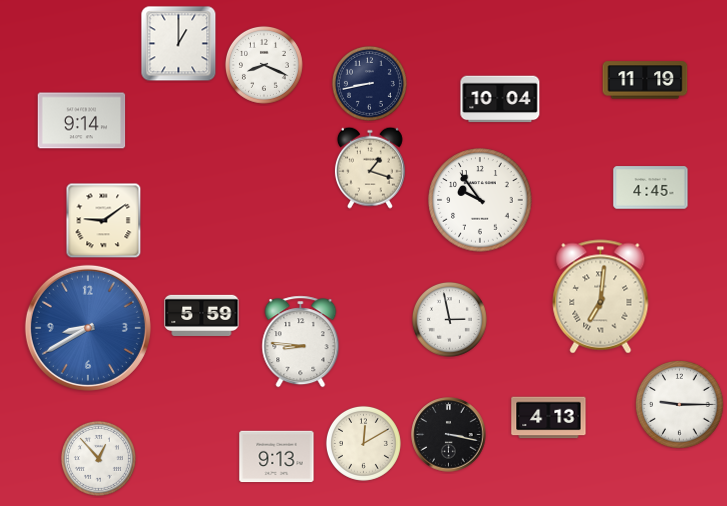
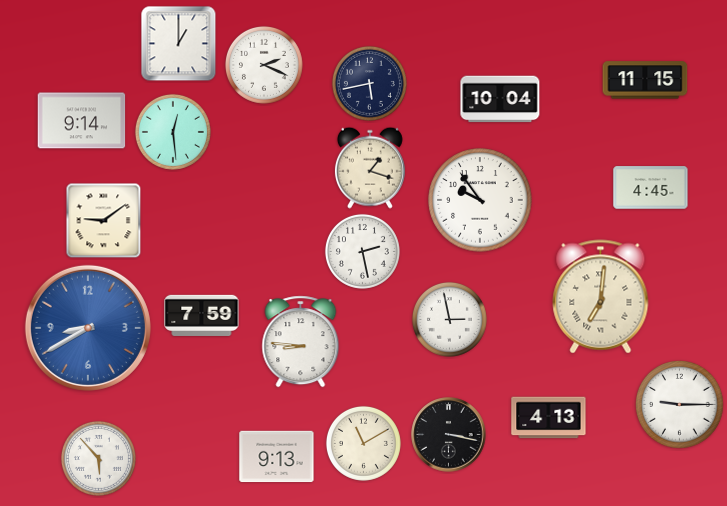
clock at (264, 65): 8:19 -> 2:19
clock at (645, 80): 11:19 -> 11:15
clock at (369, 83): 8:43 -> 5:43
clock at (173, 132): none -> 12:29
clock at (362, 251): none -> 2:28
clock at (202, 315): 5:59 -> 7:59
clock at (363, 443): 12:10 -> 11:10
clock at (98, 458): 12:53 -> 5:53
